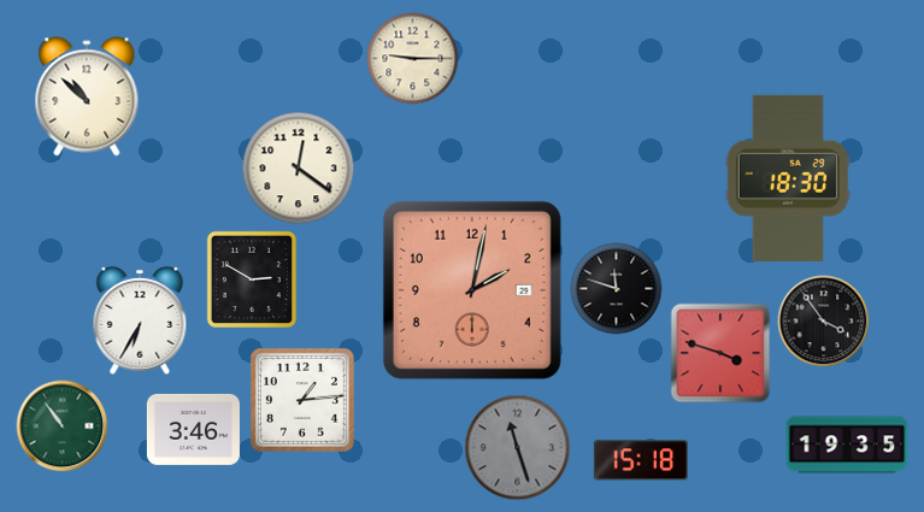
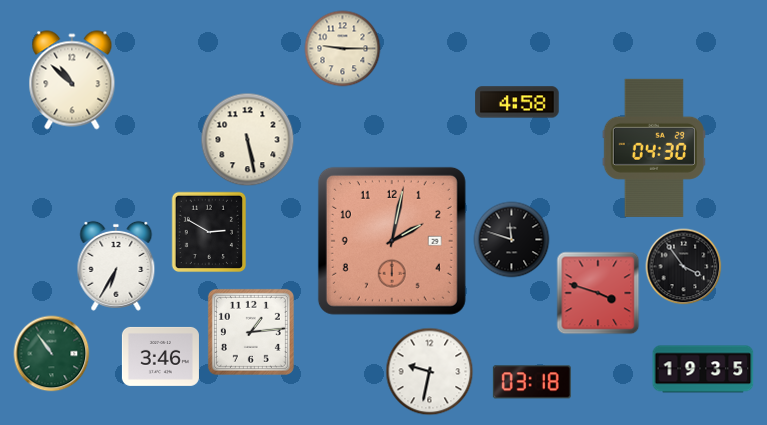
clock at (517, 102): none -> 4:58
clock at (299, 169): 12:21 -> 5:28
clock at (788, 178): 18:30 -> 04:30
clock at (518, 448): 11:27 -> 9:32
clock at (518, 448) dial: grey -> white
clock at (641, 460): 15:18 -> 03:18
